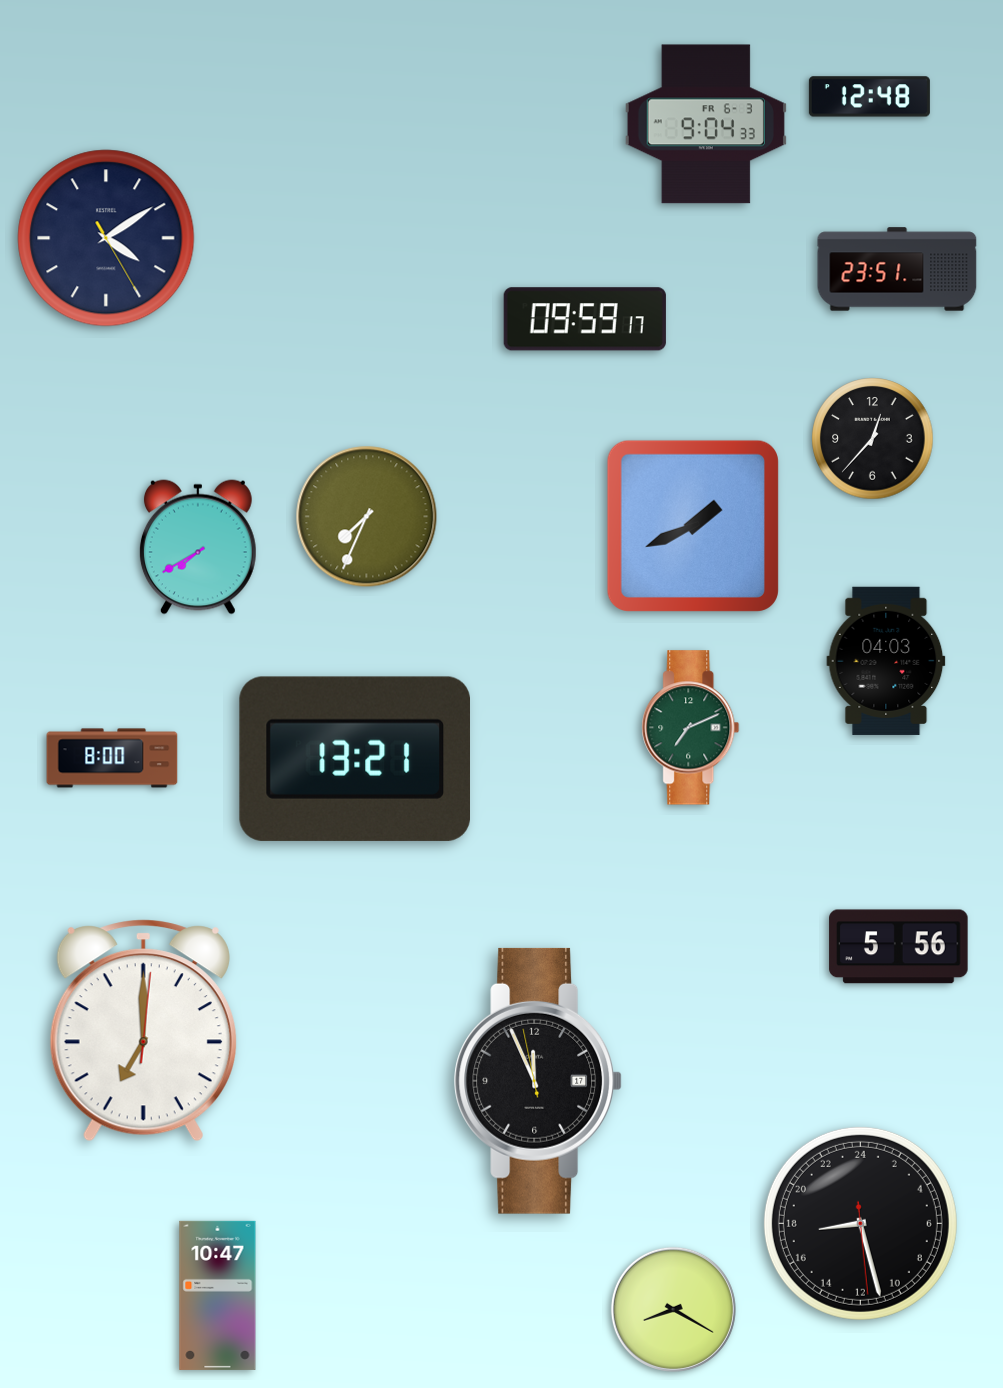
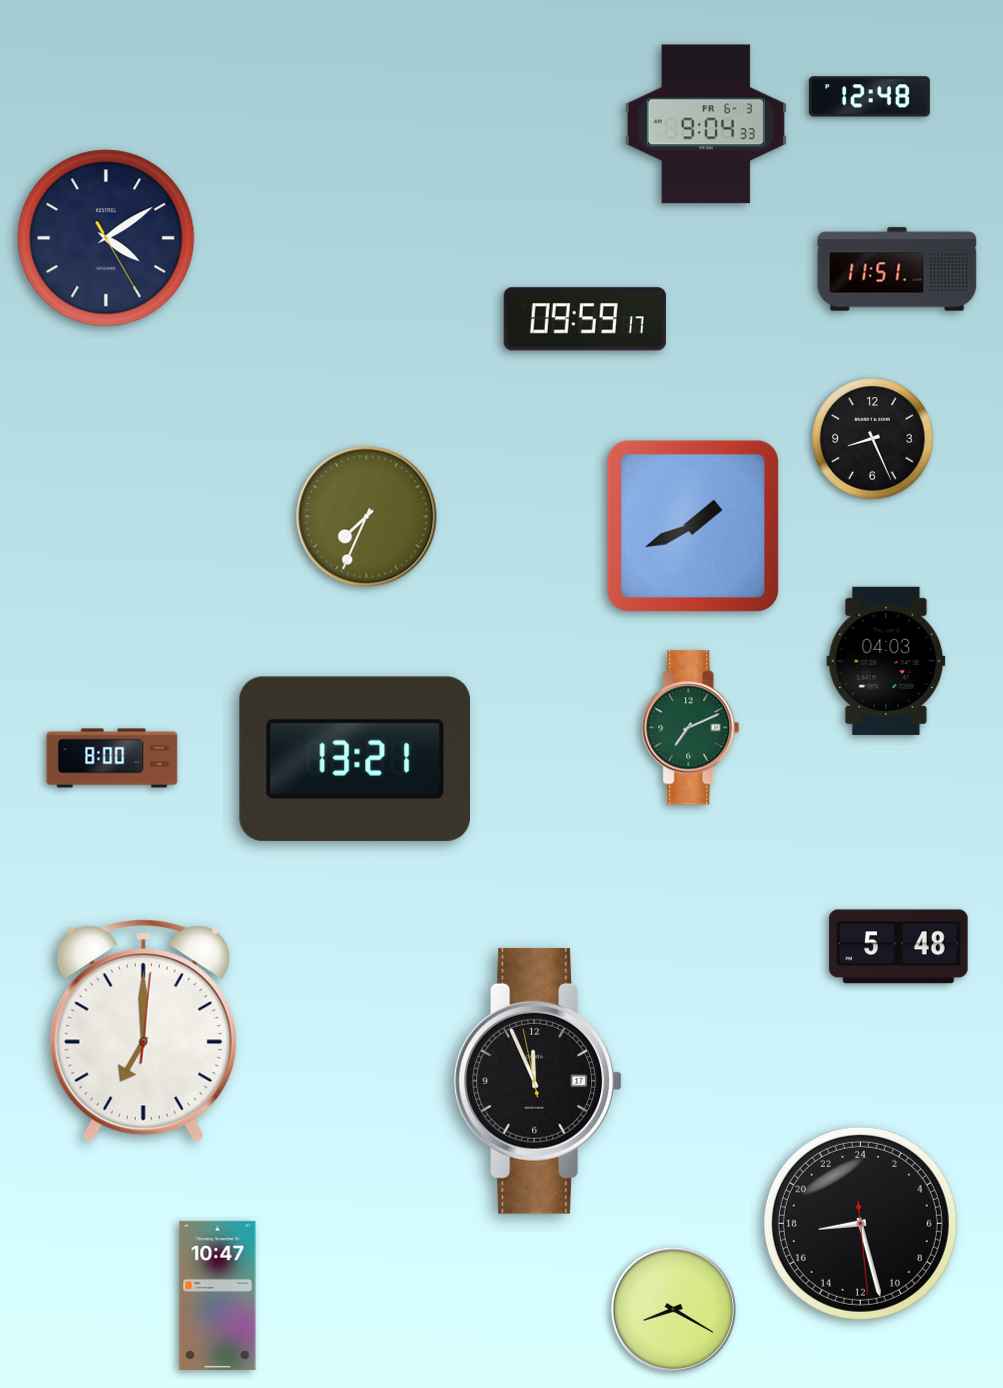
clock at (897, 269): 23:51 -> 11:51
clock at (873, 439): 12:37 -> 8:26
clock at (198, 547): 7:40 -> none
clock at (899, 947): 5:56 -> 5:48
